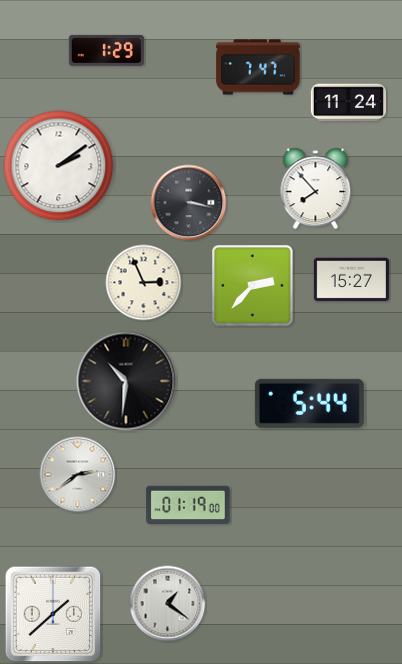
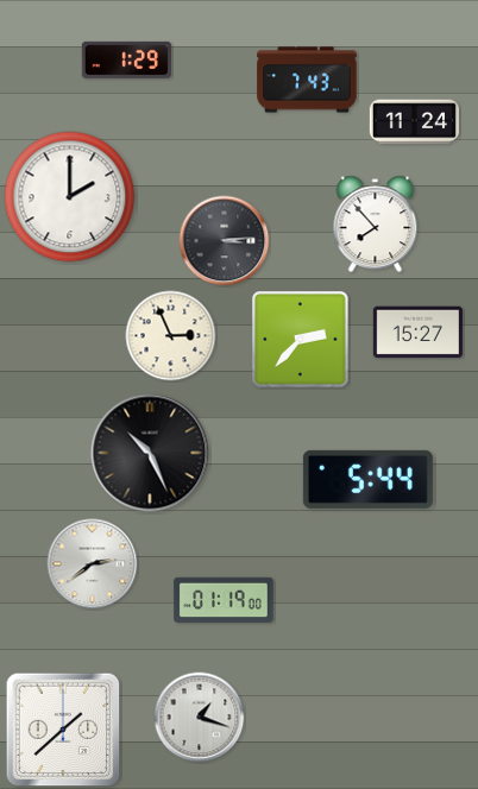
clock at (258, 67): 7:47 -> 7:43
clock at (59, 166): 2:09 -> 2:00
clock at (189, 203): 3:17 -> 3:14
clock at (126, 381): 10:31 -> 10:26
clock at (168, 604): 1:21 -> 1:18
